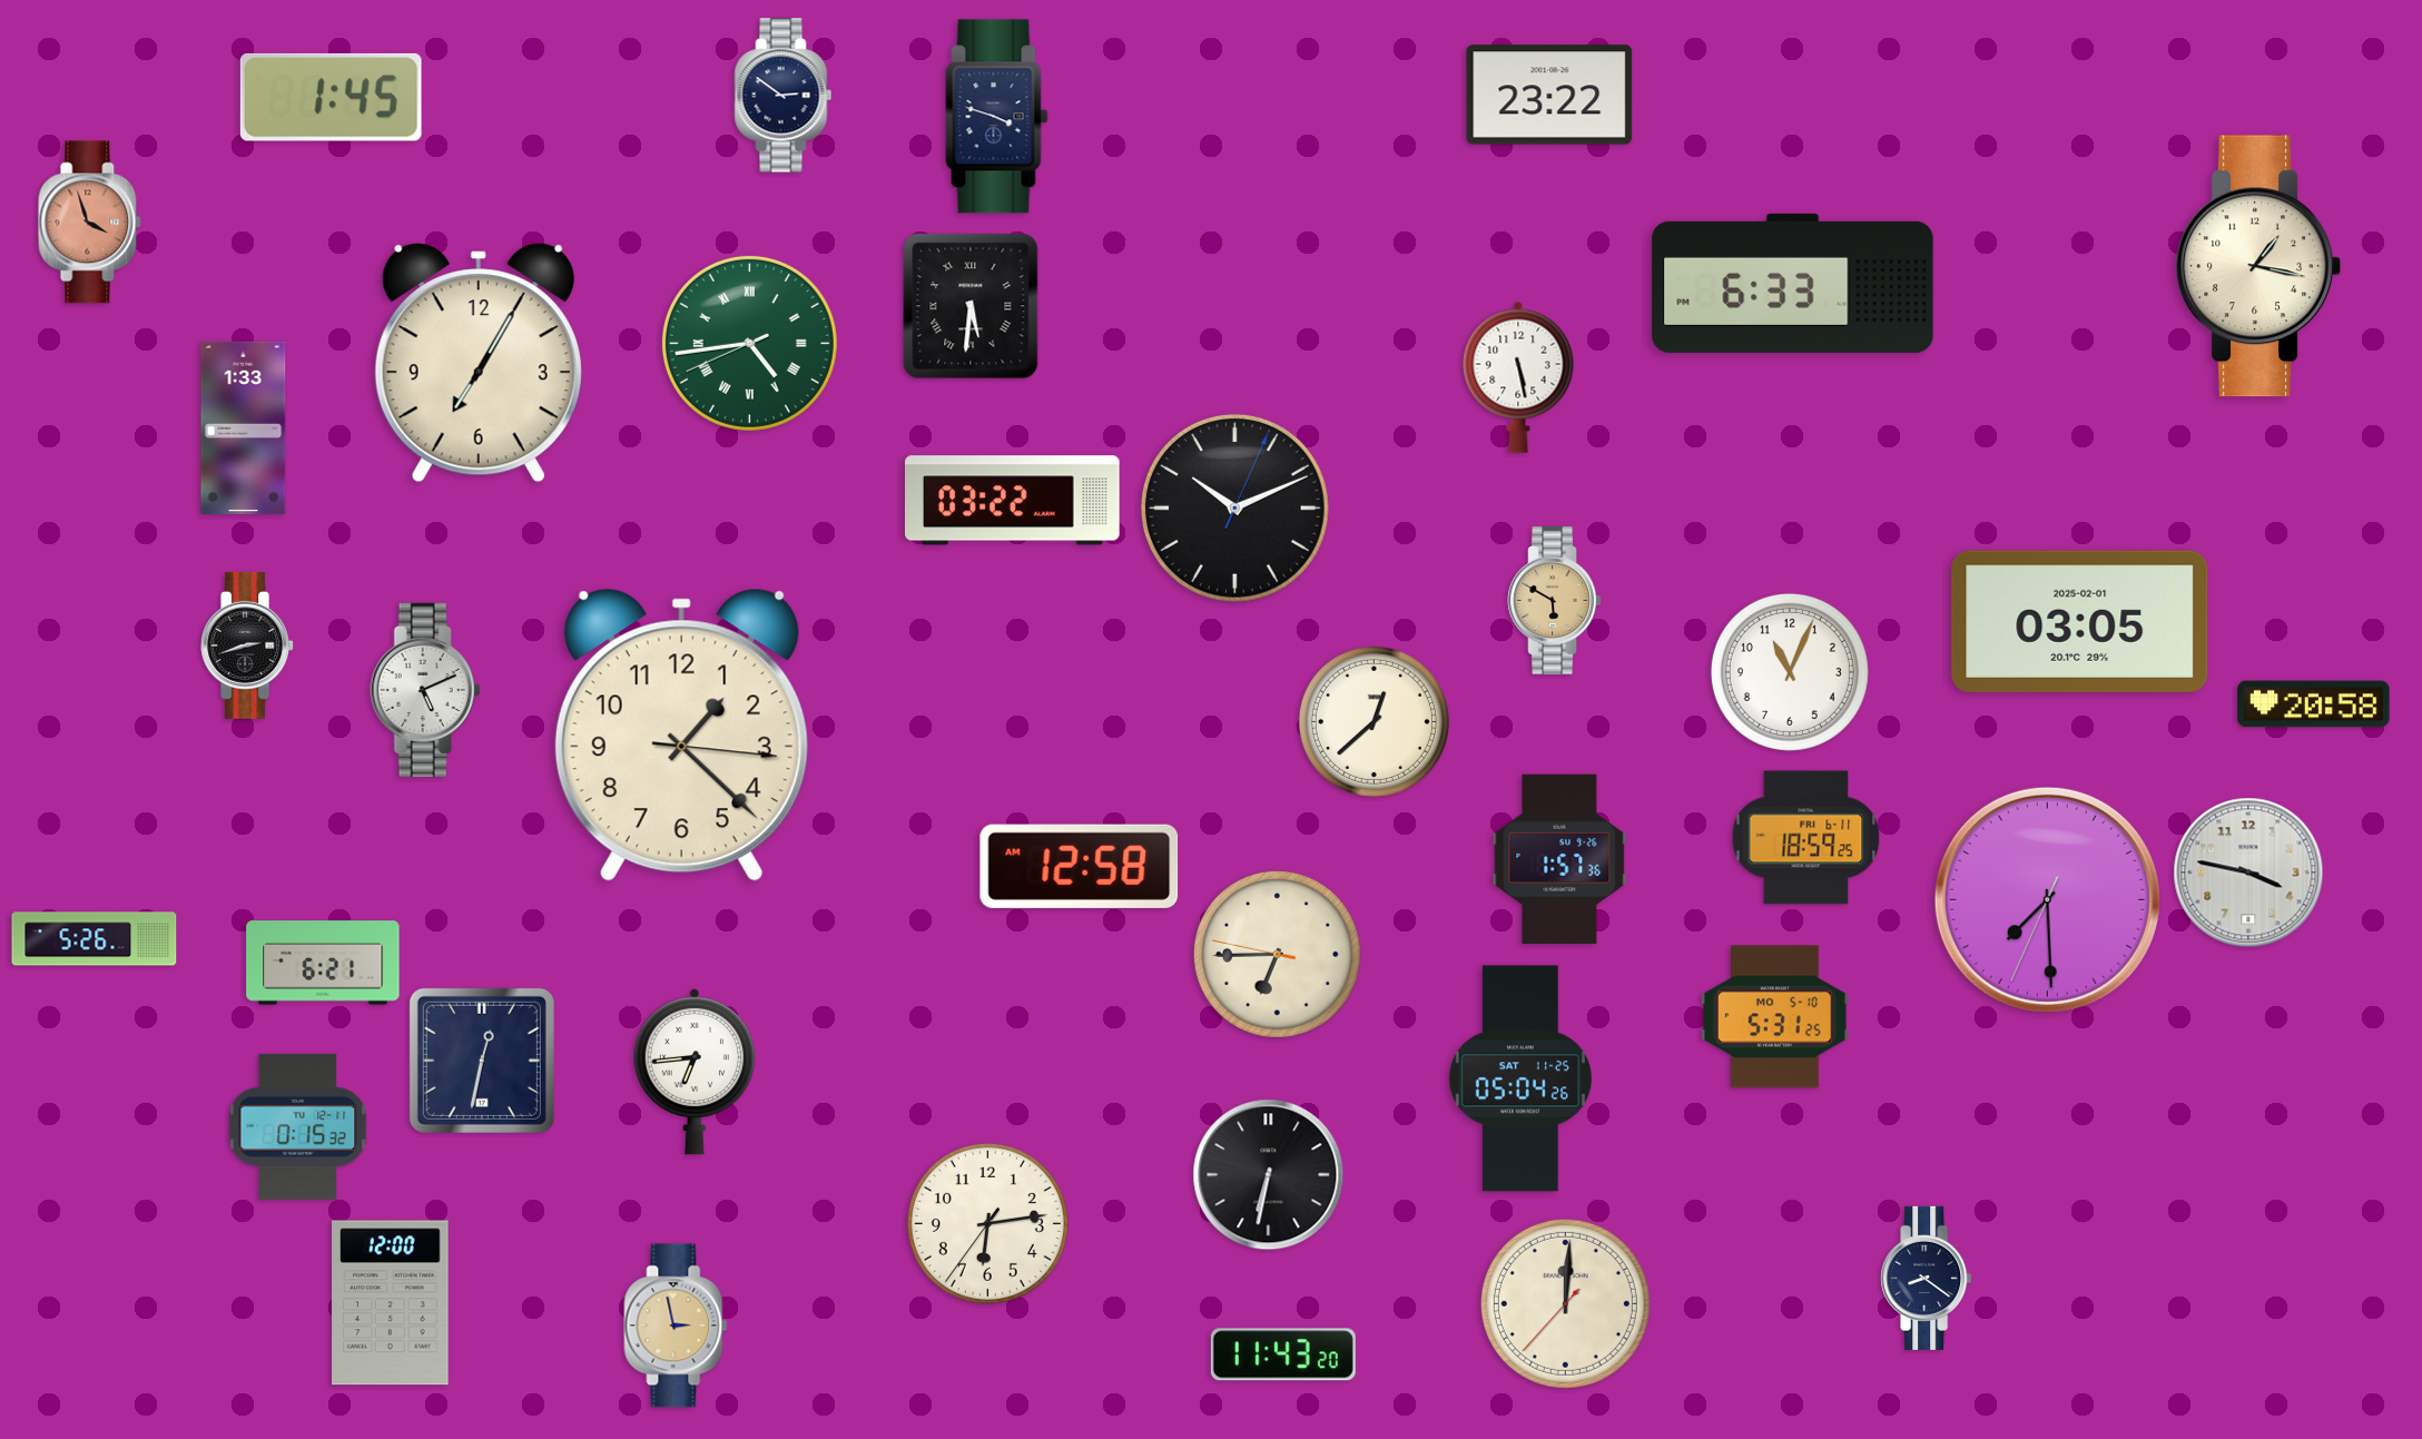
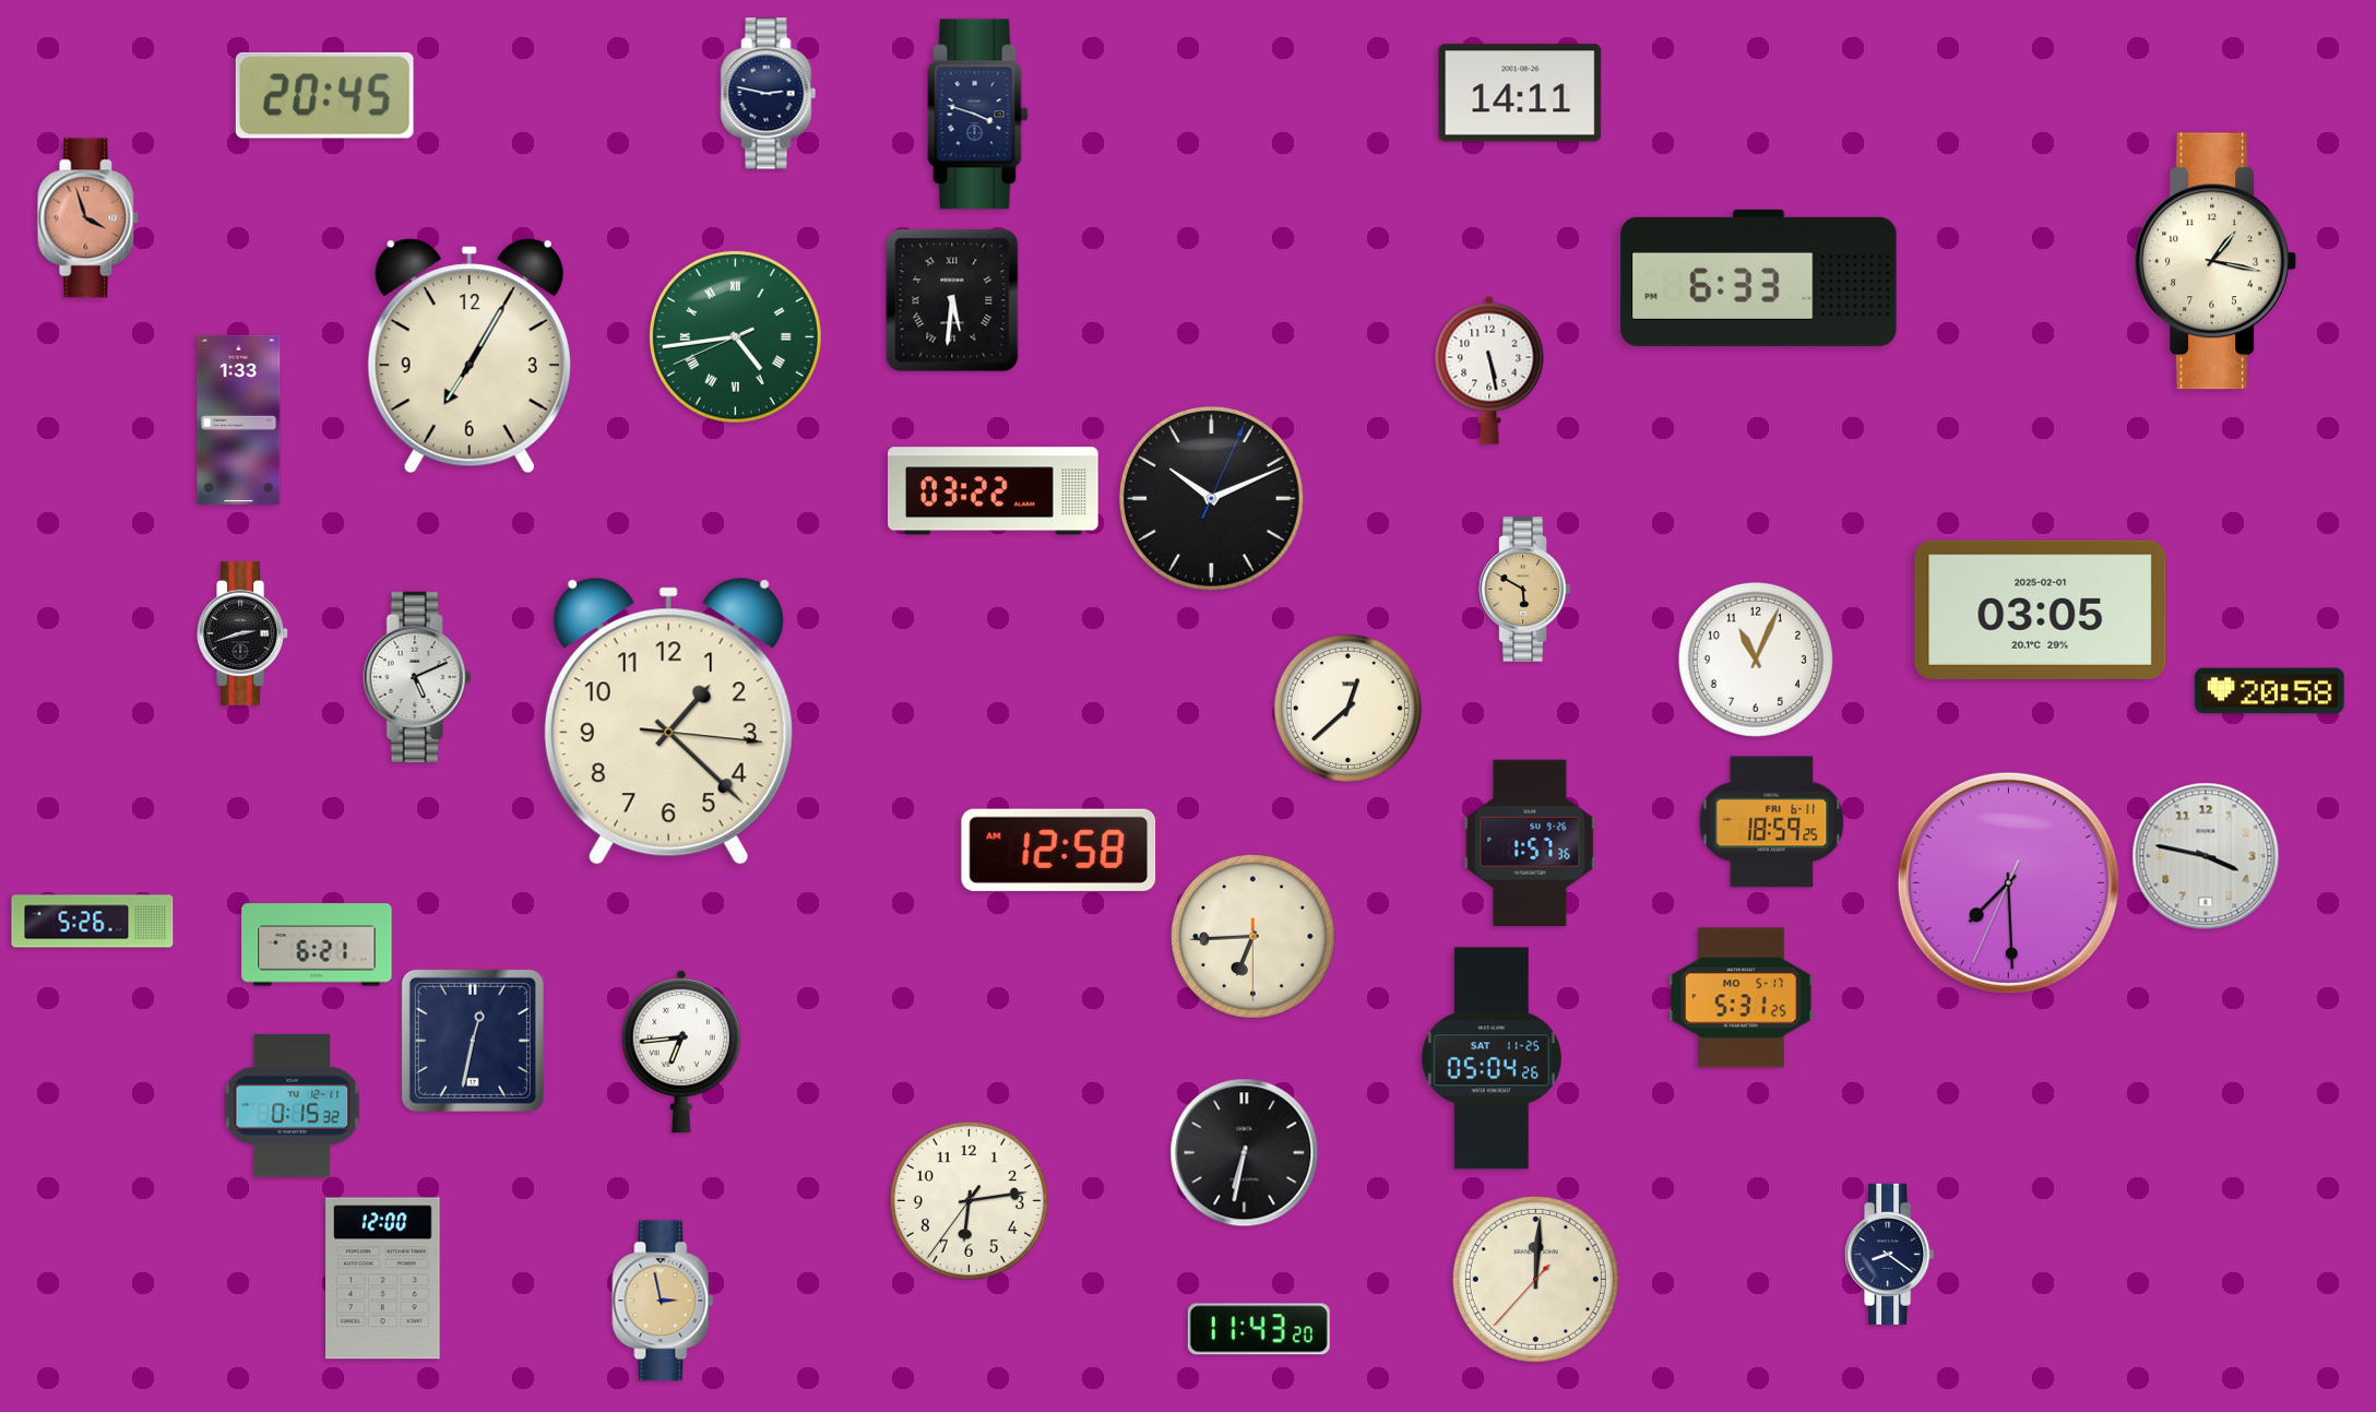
clock at (1549, 95): 23:22 -> 14:11
clock at (784, 96): 2:51 -> 2:47
clock at (331, 97): 1:45 -> 20:45
clock at (1277, 954): 6:44:47 -> 6:44:30
clock at (1774, 1017) date: MO 5-10 -> MO 5-17
